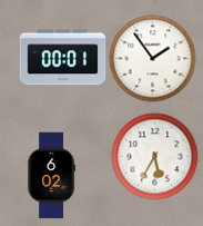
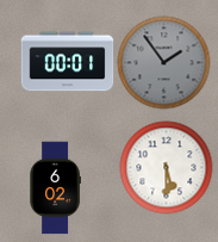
clock at (152, 58) dial: white -> grey
clock at (154, 156): 5:35 -> 5:30
